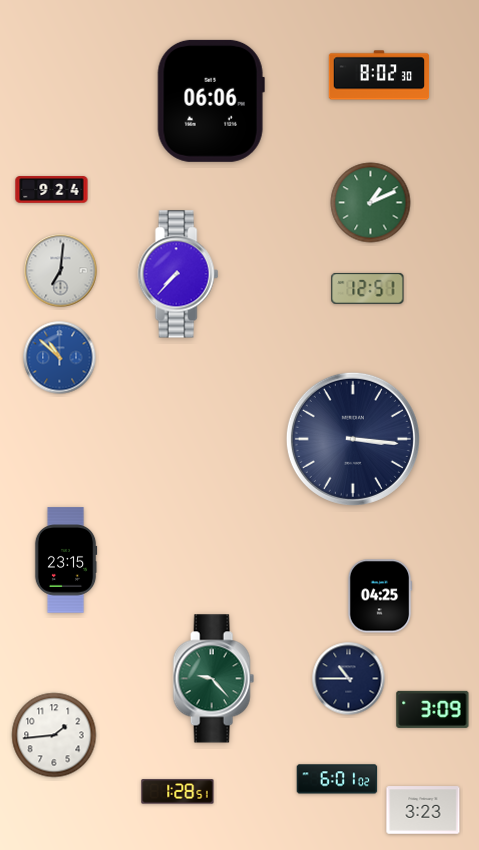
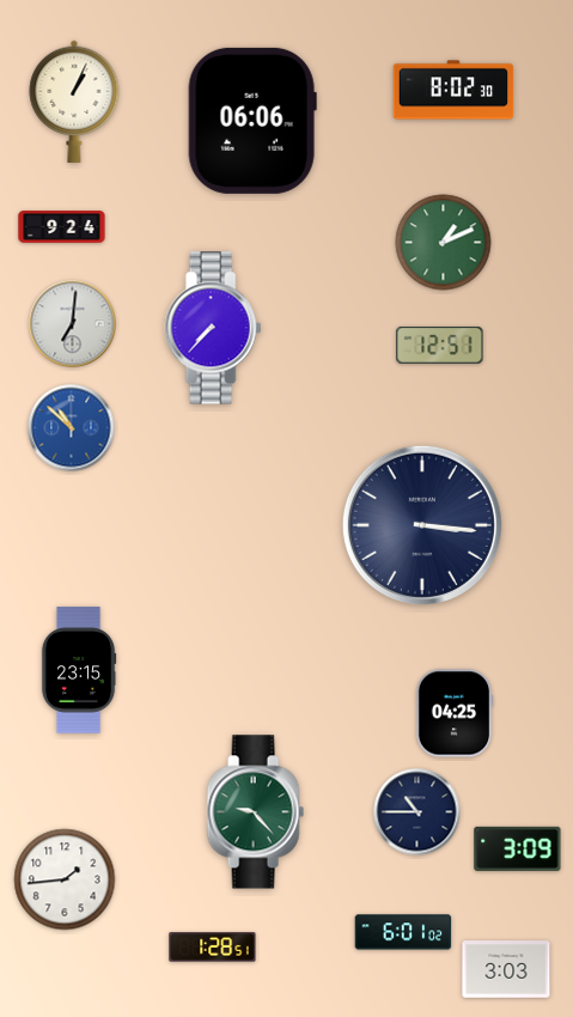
clock at (74, 102): none -> 1:04
clock at (423, 810): 3:23 -> 3:03
